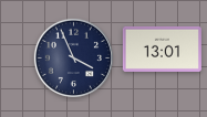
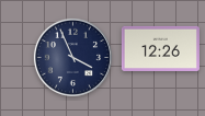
clock at (162, 49): 13:01 -> 12:26
